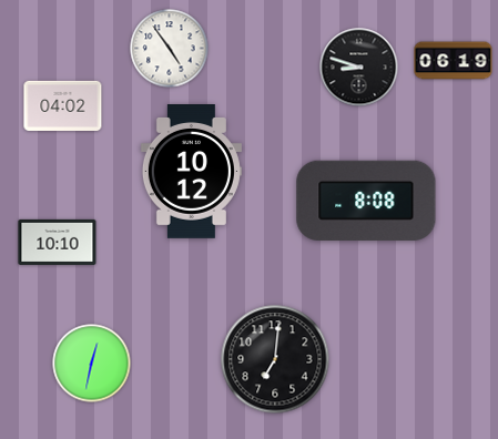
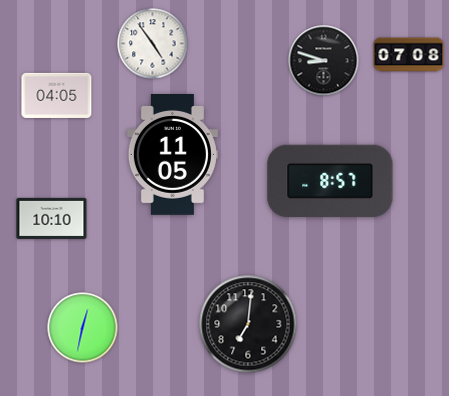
clock at (454, 61): 06:19 -> 07:08
clock at (63, 105): 04:02 -> 04:05
clock at (191, 172): 10:12 -> 11:05
clock at (366, 201): 8:08 -> 8:57
